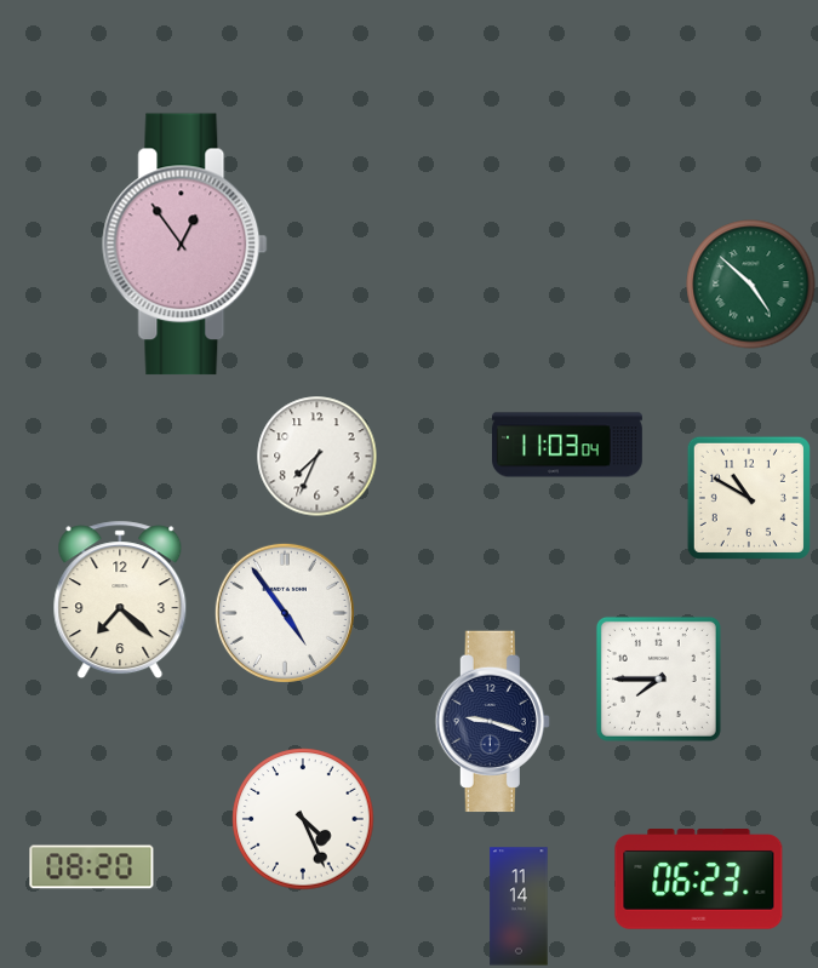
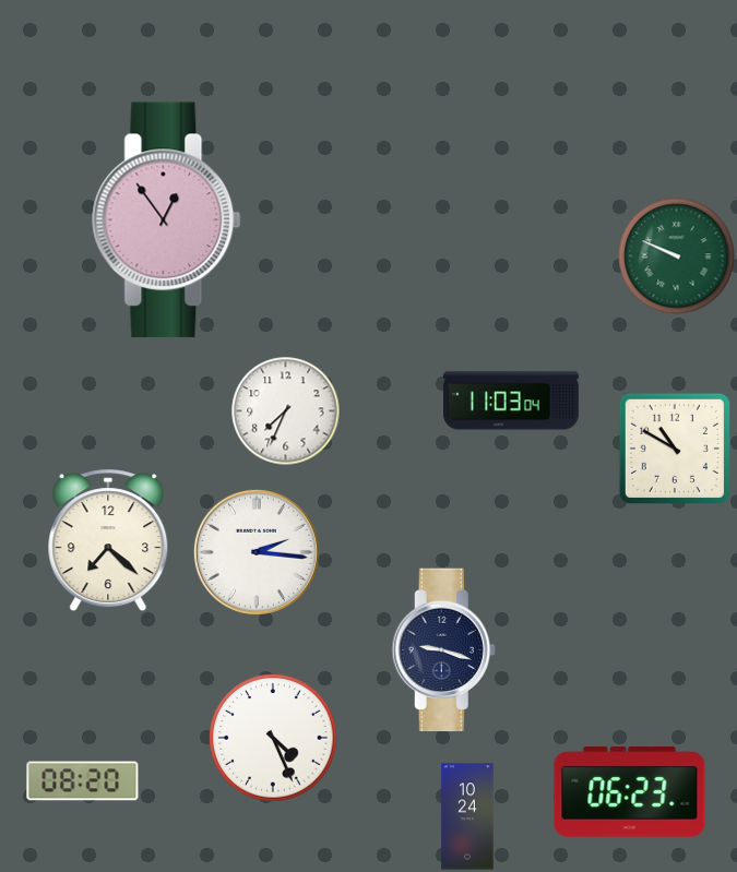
clock at (751, 285): 4:52 -> 9:49
clock at (285, 613): 4:54 -> 2:16
clock at (658, 678): 7:45 -> none
clock at (519, 906): 11:14 -> 10:24
